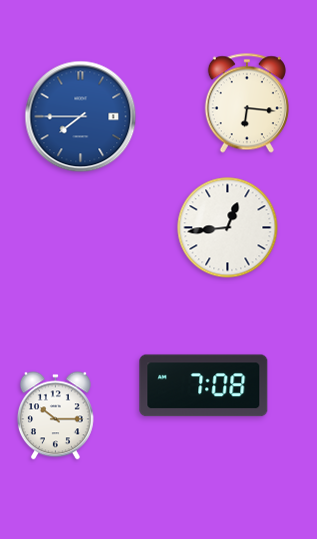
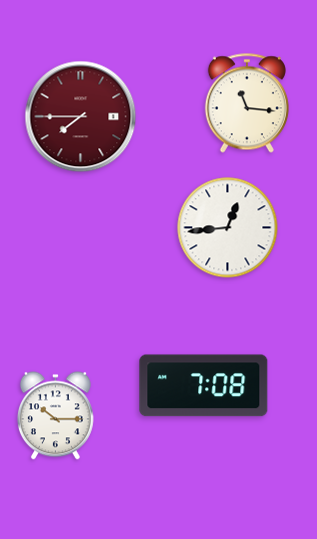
clock at (247, 103): 6:16 -> 11:16
clock at (81, 117) dial: blue -> burgundy
